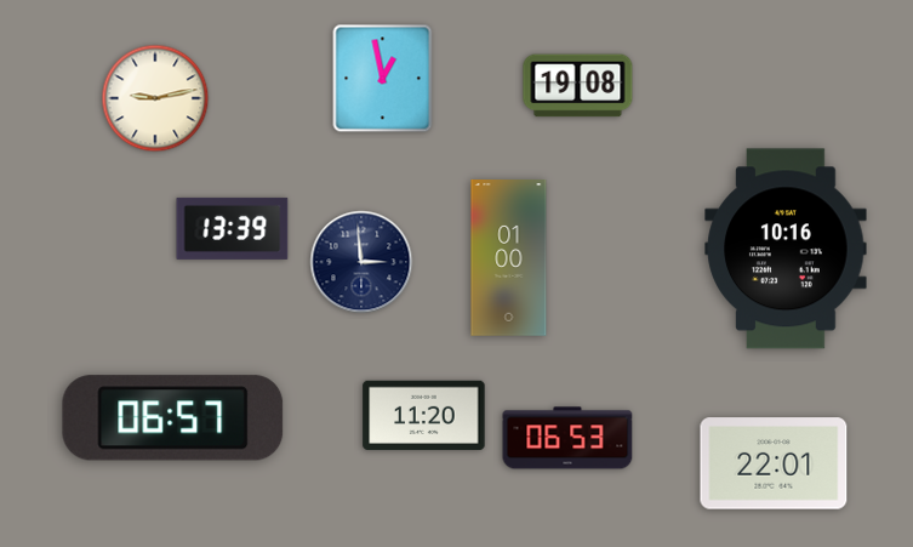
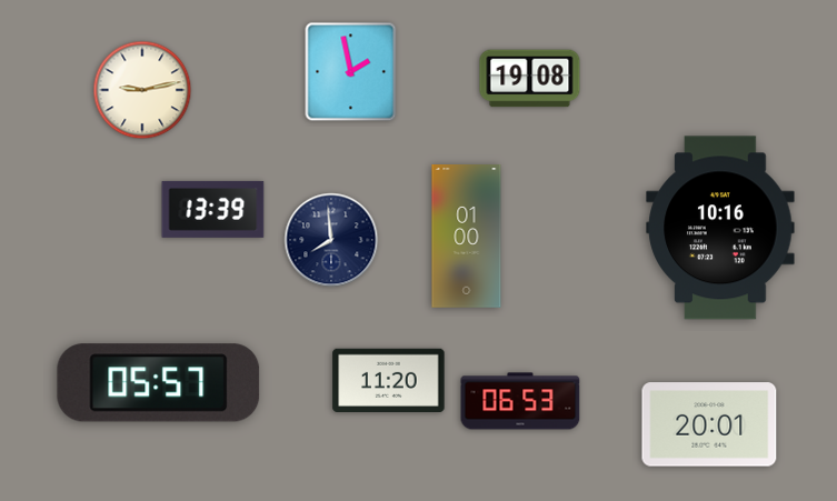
clock at (383, 79): 12:58 -> 1:58
clock at (361, 262): 2:59 -> 7:59
clock at (173, 418): 06:57 -> 05:57
clock at (774, 463): 22:01 -> 20:01
